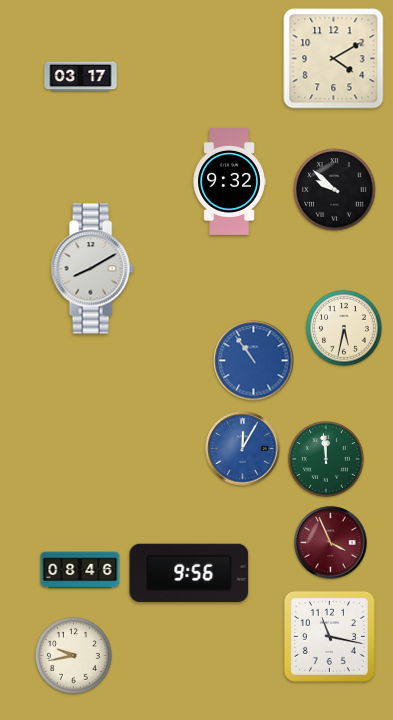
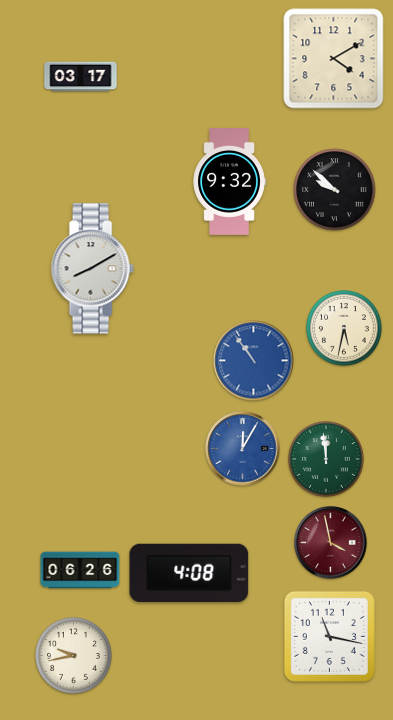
clock at (331, 543): 3:56 -> 3:58
clock at (80, 570): 08:46 -> 06:26
clock at (189, 572): 9:56 -> 4:08
